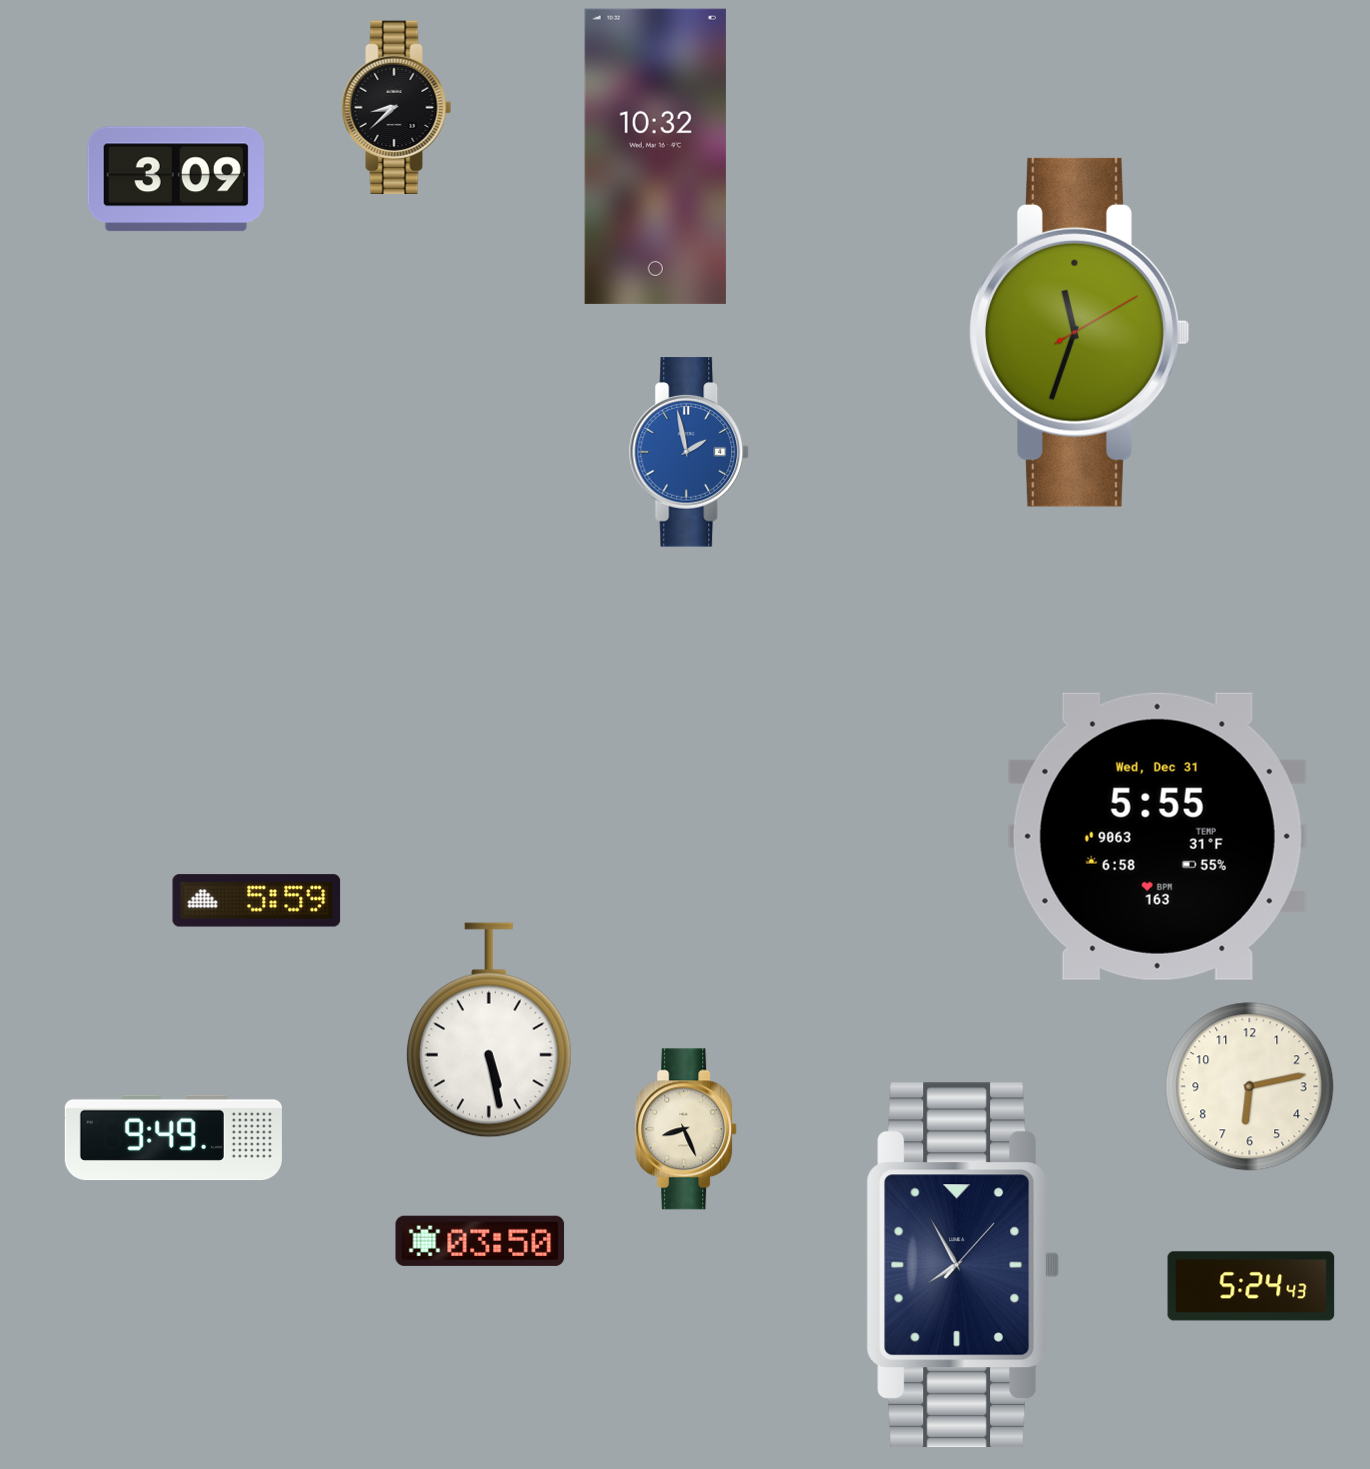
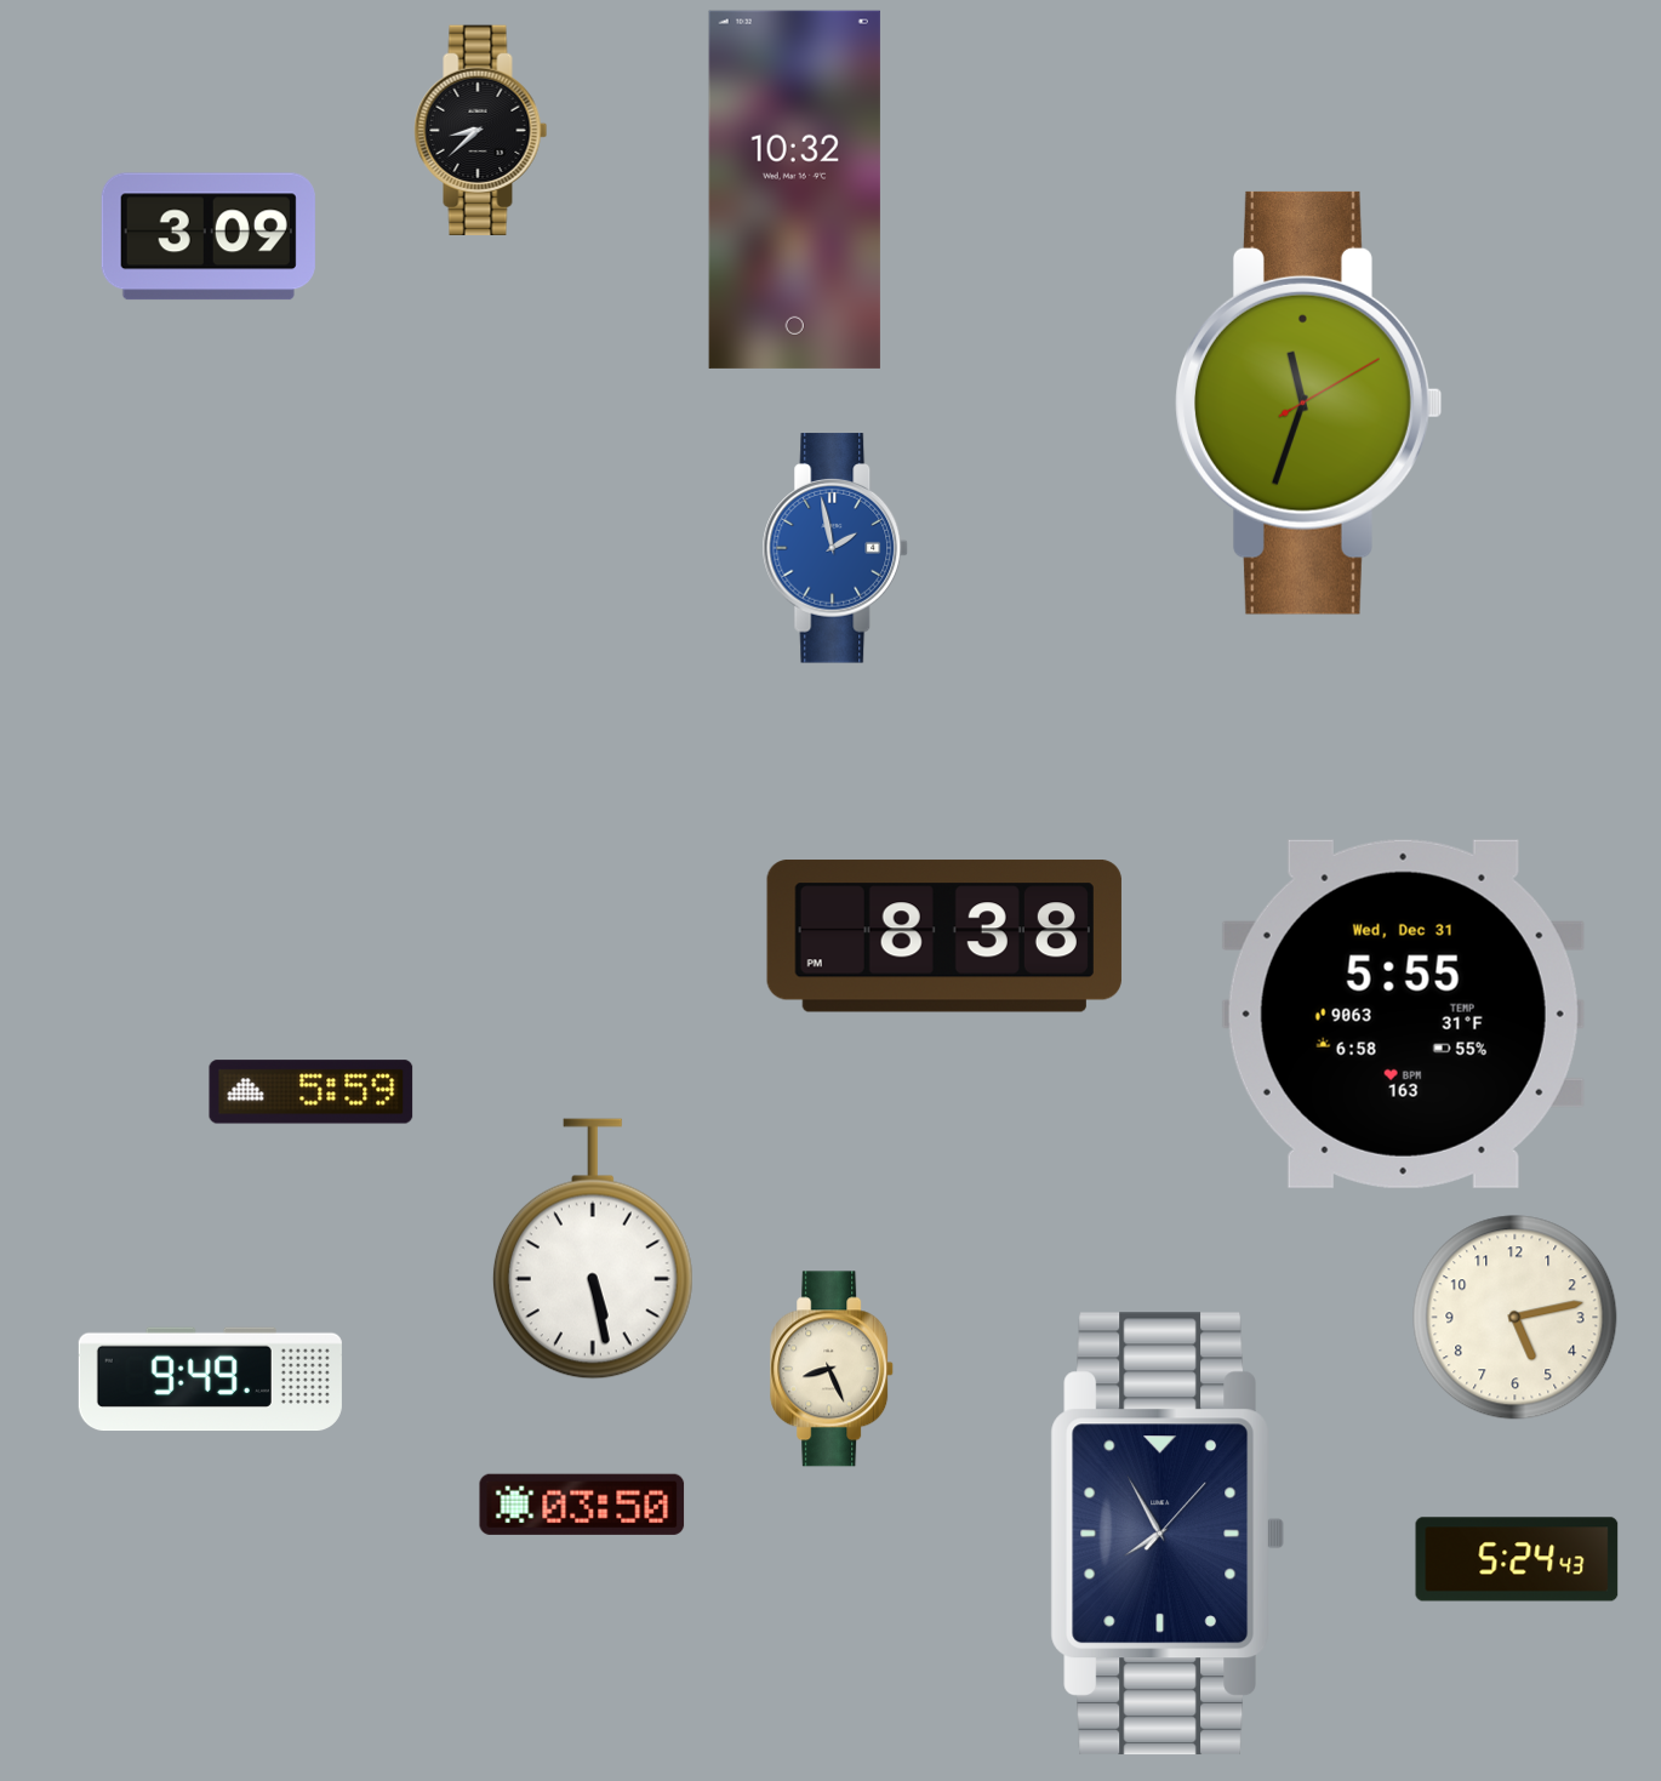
clock at (176, 179) position: (176, 179) -> (209, 236)
clock at (944, 936): none -> 8:38
clock at (1250, 1087): 6:13 -> 5:13
